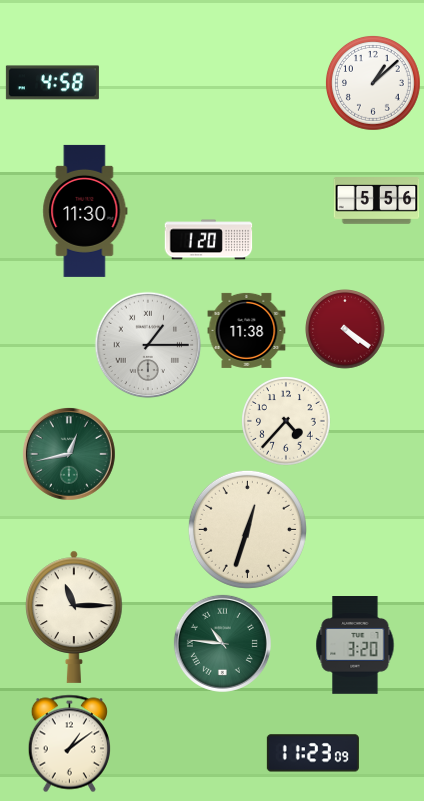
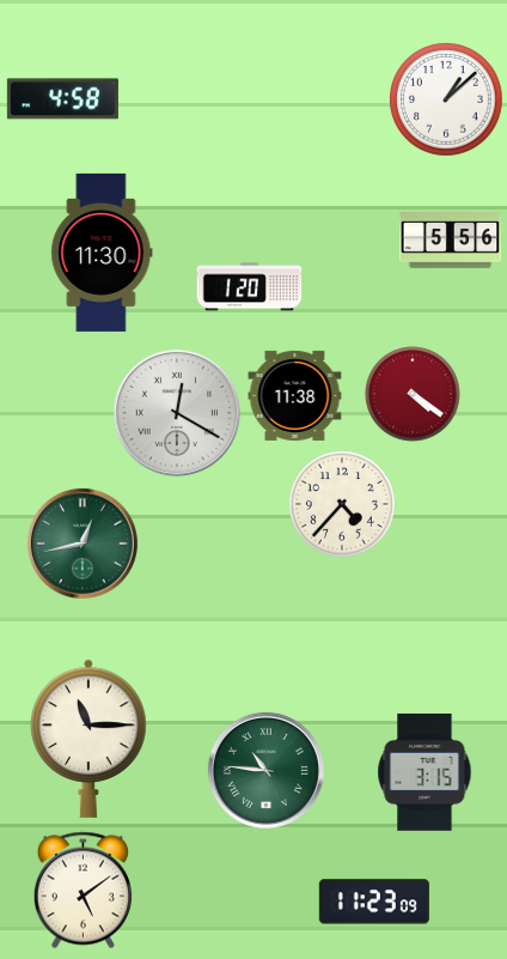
clock at (148, 345): 1:15 -> 12:20
clock at (247, 529): 12:33 -> none
clock at (355, 646): 3:20 -> 3:15
clock at (69, 744): 1:09 -> 5:09
